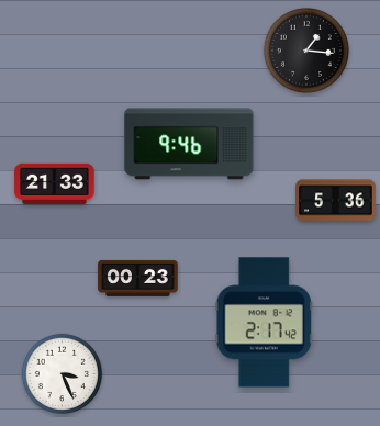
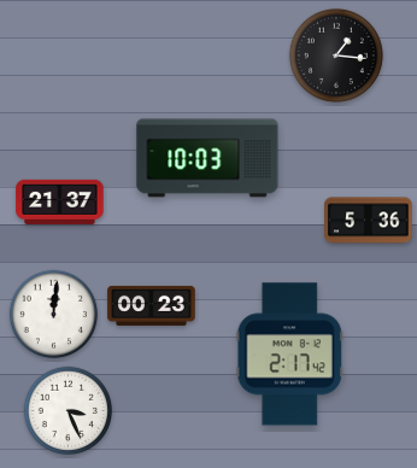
clock at (189, 144): 9:46 -> 10:03
clock at (55, 183): 21:33 -> 21:37
clock at (54, 315): none -> 12:01
